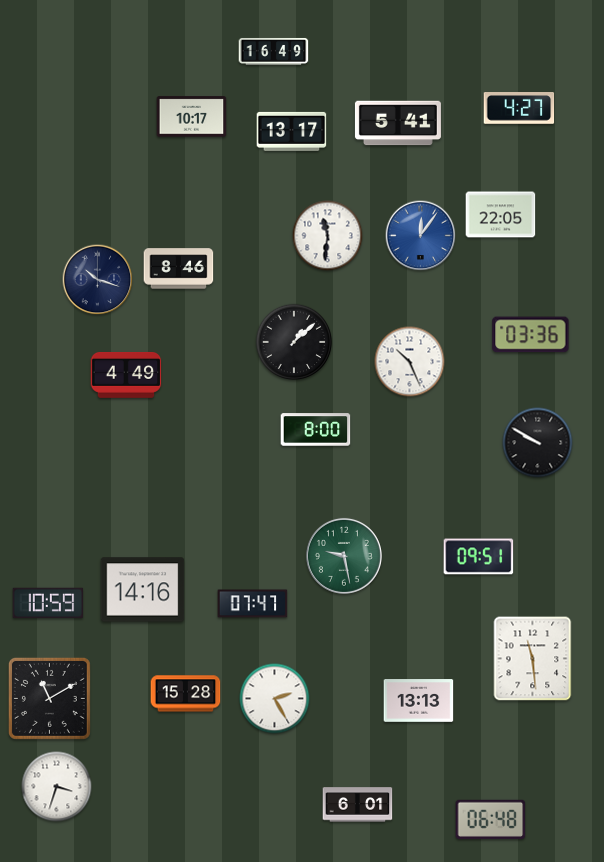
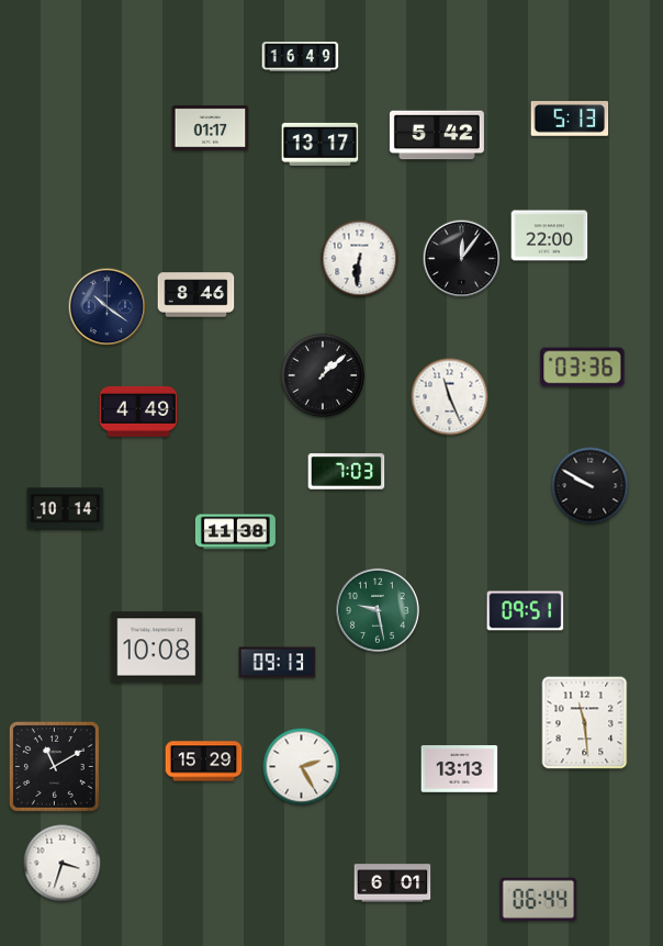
clock at (519, 109): 4:27 -> 5:13
clock at (192, 117): 10:17 -> 01:17
clock at (398, 123): 5:41 -> 5:42
clock at (501, 215): 22:05 -> 22:00
clock at (328, 236): 11:31 -> 6:31
clock at (421, 236) dial: blue -> black
clock at (98, 280): 10:18 -> 10:21
clock at (410, 362): 10:26 -> 11:26
clock at (316, 430): 8:00 -> 7:03
clock at (66, 509): none -> 10:14
clock at (235, 532): none -> 11:38
clock at (143, 590): 14:16 -> 10:08
clock at (48, 603): 10:59 -> none
clock at (253, 604): 07:47 -> 09:13
clock at (186, 694): 15:28 -> 15:29
clock at (491, 819): 06:48 -> 06:44
